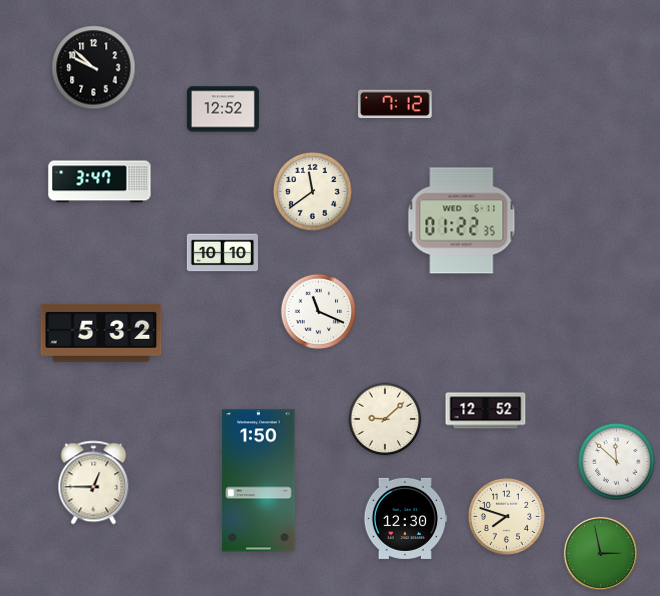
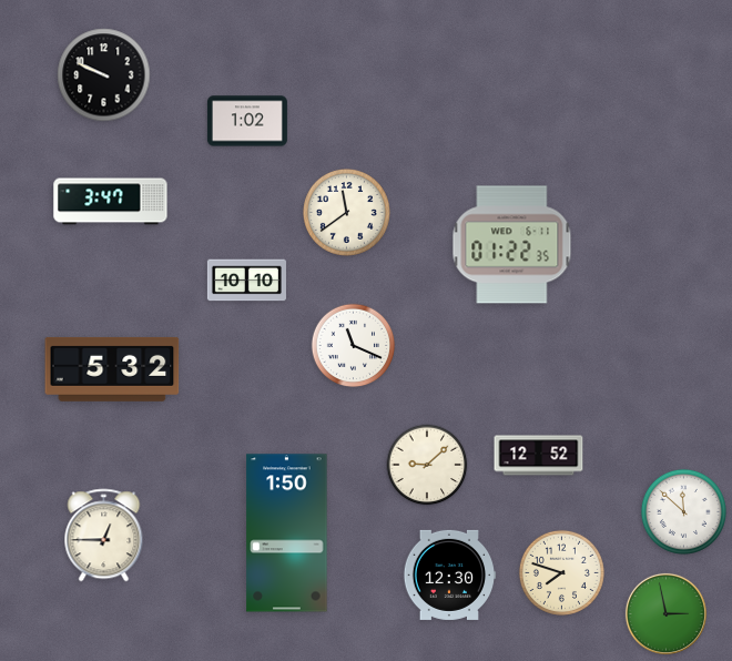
clock at (94, 68): 9:52 -> 9:49
clock at (395, 104): 7:12 -> none
clock at (223, 109): 12:52 -> 1:02
